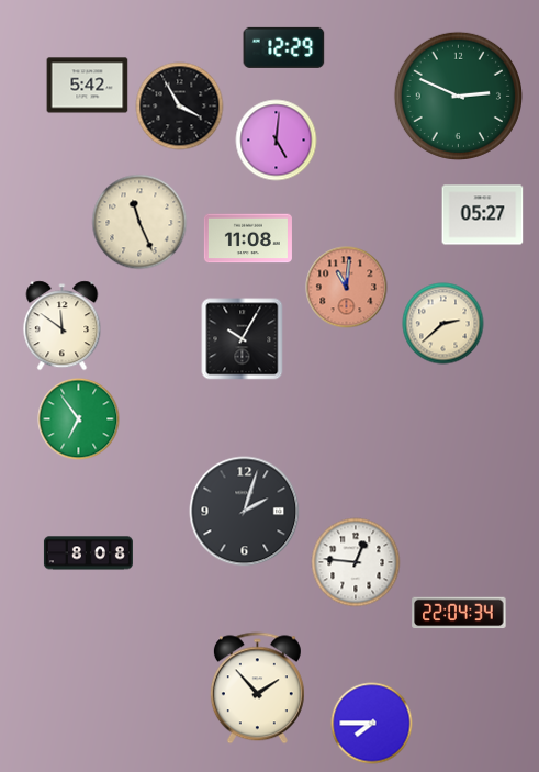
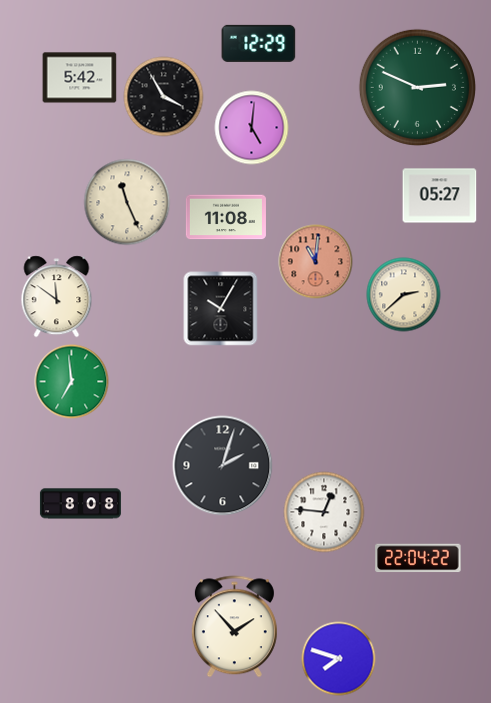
clock at (79, 419): 6:54 -> 6:59
clock at (459, 613): 22:04:34 -> 22:04:22
clock at (372, 724): 7:45 -> 7:48
